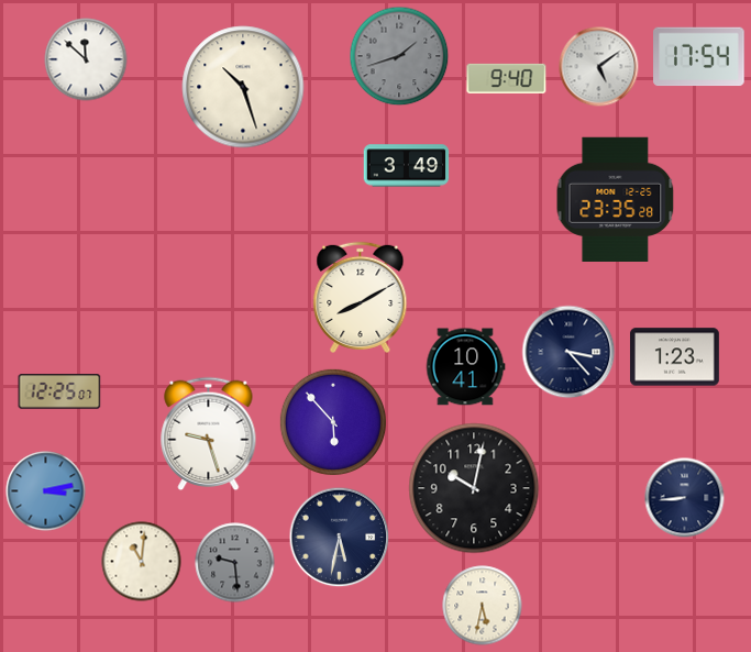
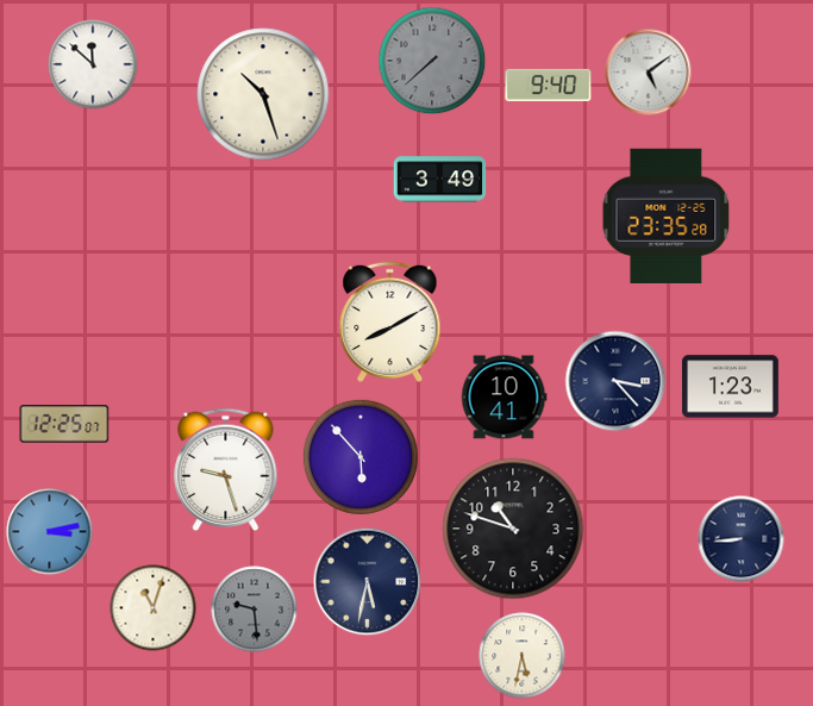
clock at (399, 56): 1:42 -> 7:38
clock at (699, 57): 17:54 -> none
clock at (474, 488): 10:02 -> 10:48
clock at (142, 562): 11:01 -> 11:03
